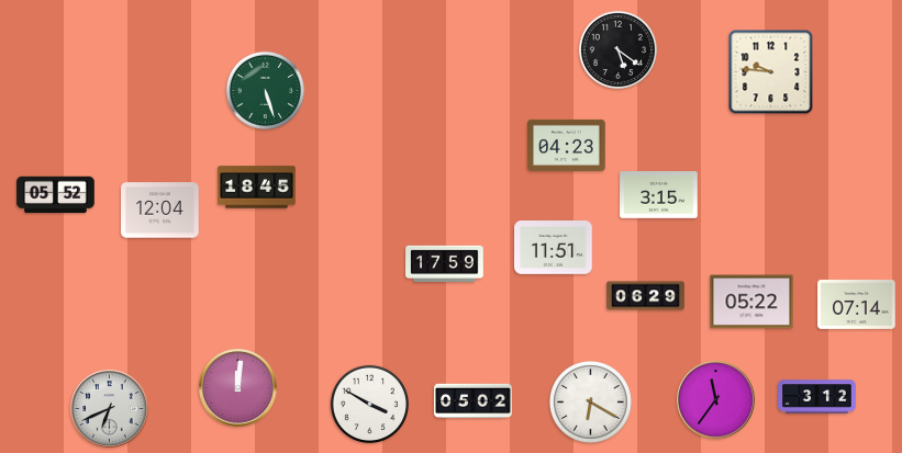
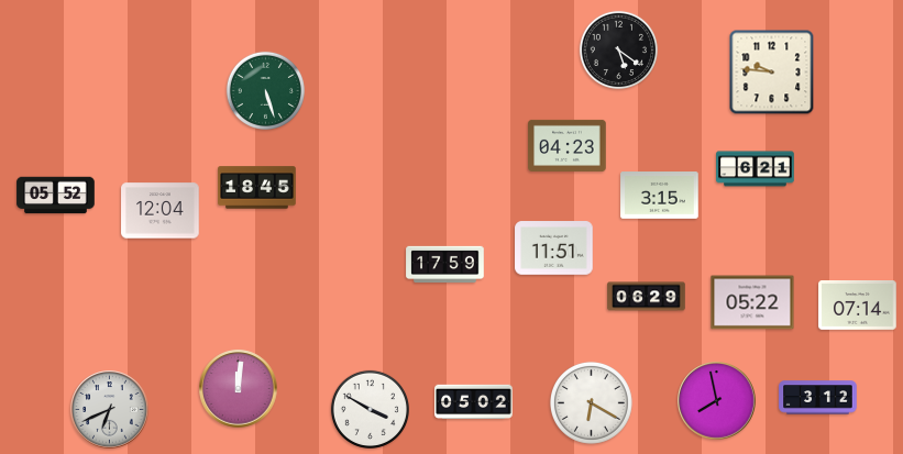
clock at (756, 169): none -> 6:21
clock at (716, 400): 11:36 -> 7:58
clock at (369, 404) position: (369, 404) -> (370, 409)
